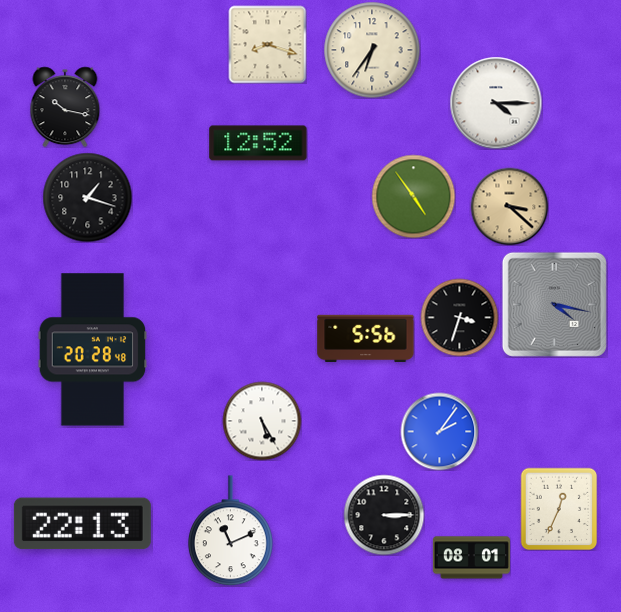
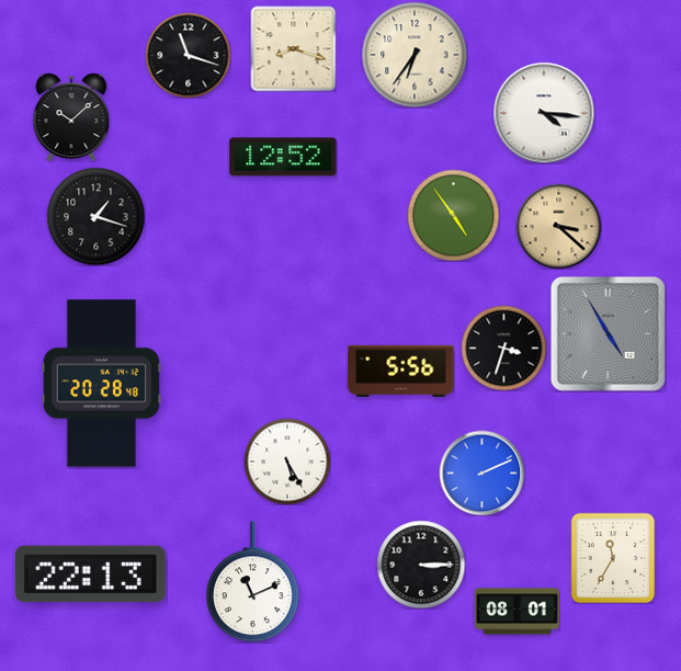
clock at (188, 55): none -> 11:18
clock at (372, 50) position: (372, 50) -> (415, 55)
clock at (496, 103): 4:15 -> 4:16
clock at (65, 107): 10:17 -> 10:08
clock at (554, 304): 4:17 -> 4:55
clock at (439, 431): 2:06 -> 2:11
clock at (559, 509): 12:34 -> 11:35
